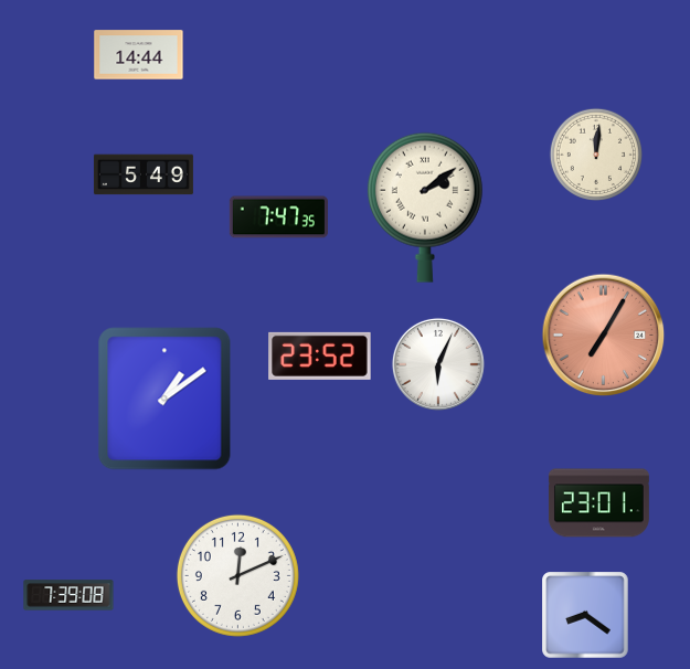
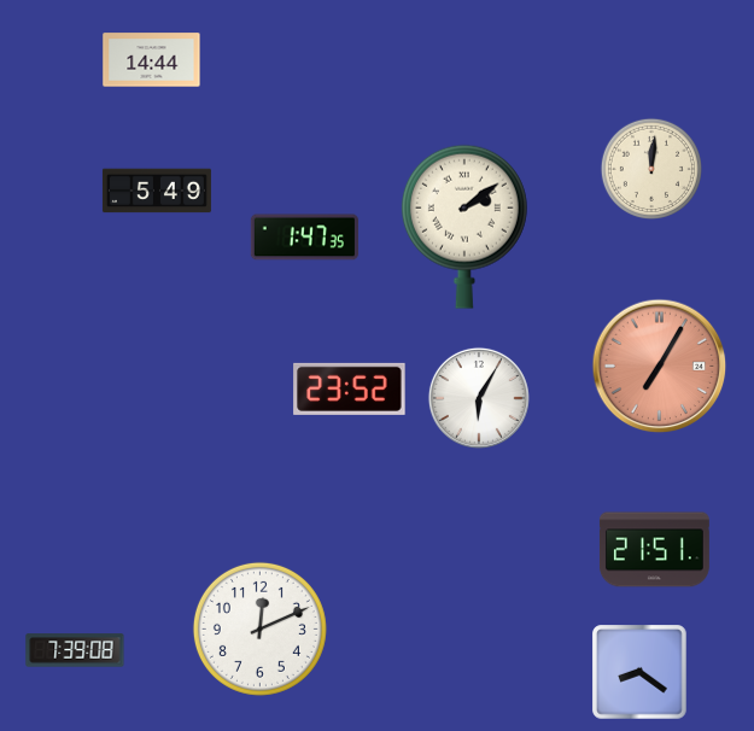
clock at (278, 217): 7:47 -> 1:47
clock at (438, 364): 6:04 -> 6:05
clock at (164, 399): 1:09 -> none
clock at (599, 503): 23:01 -> 21:51
